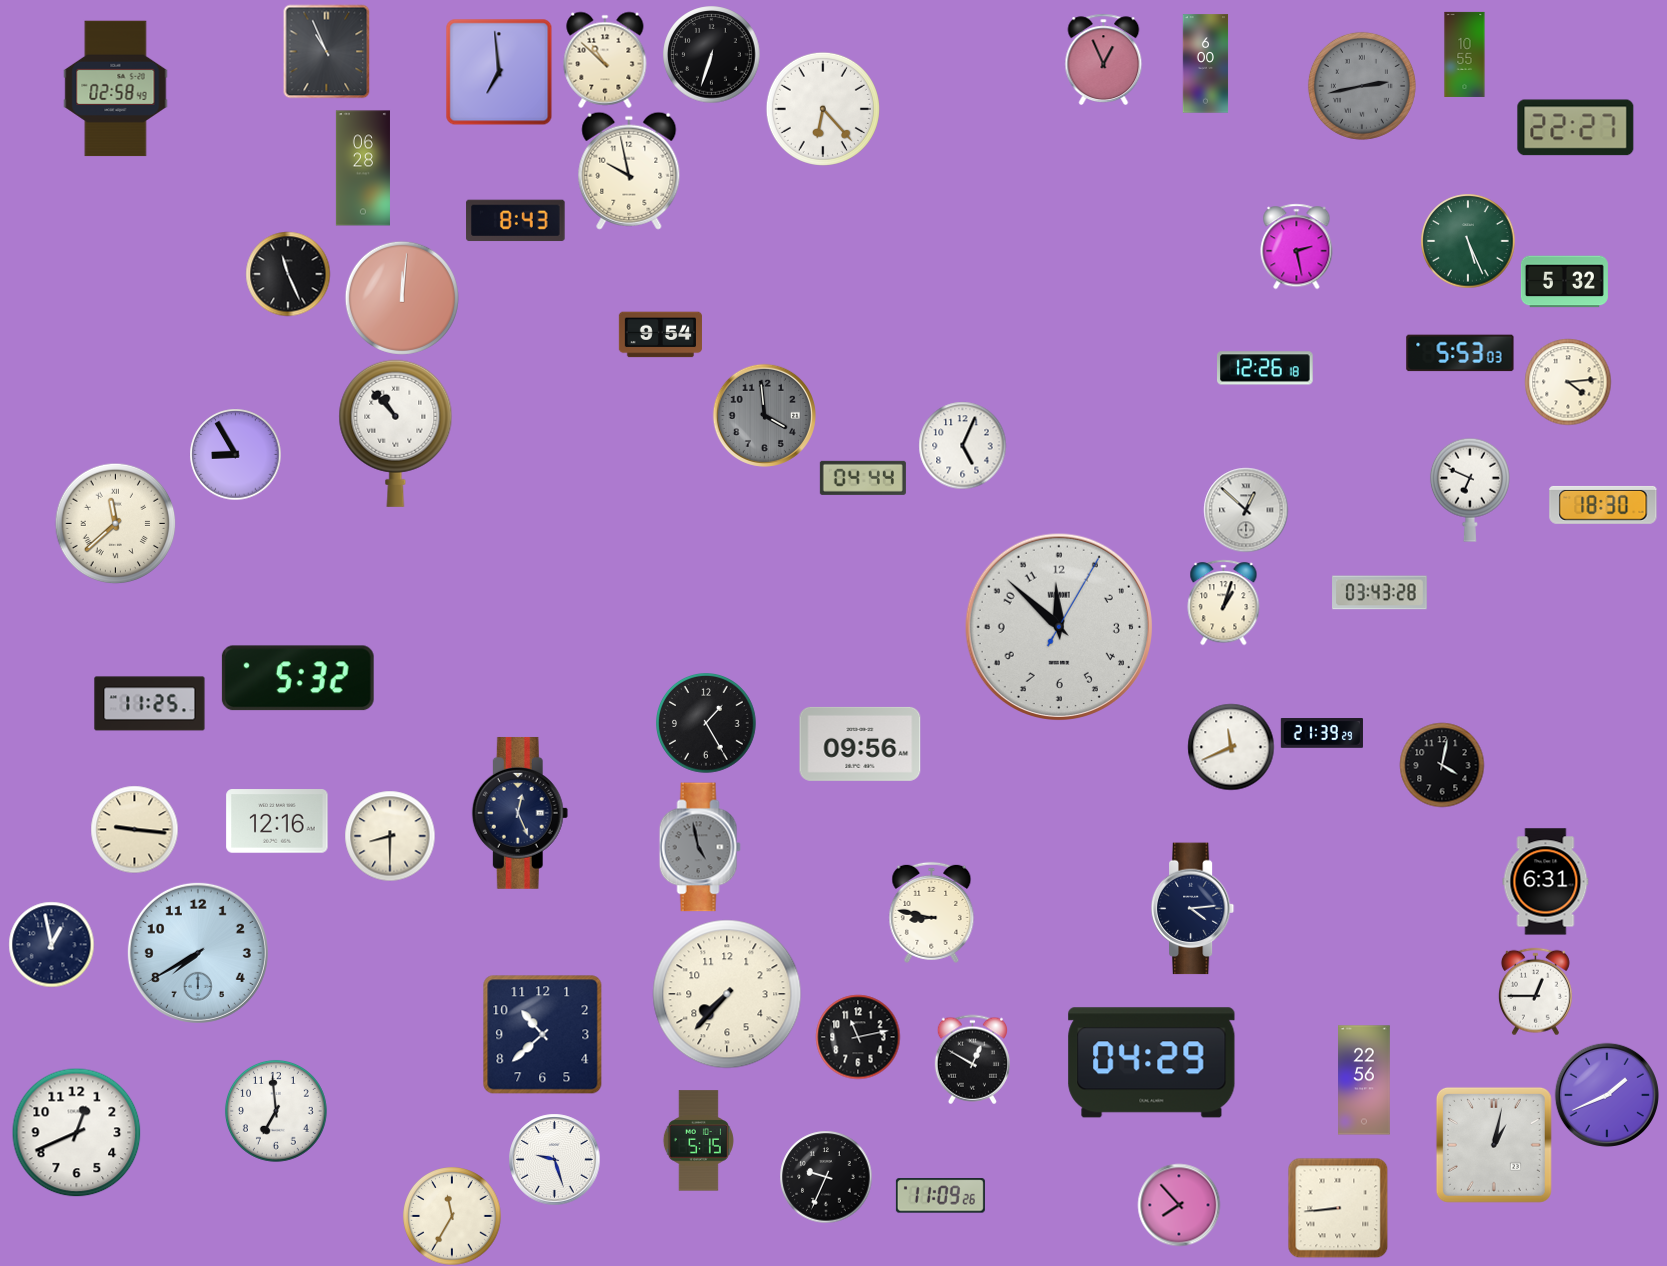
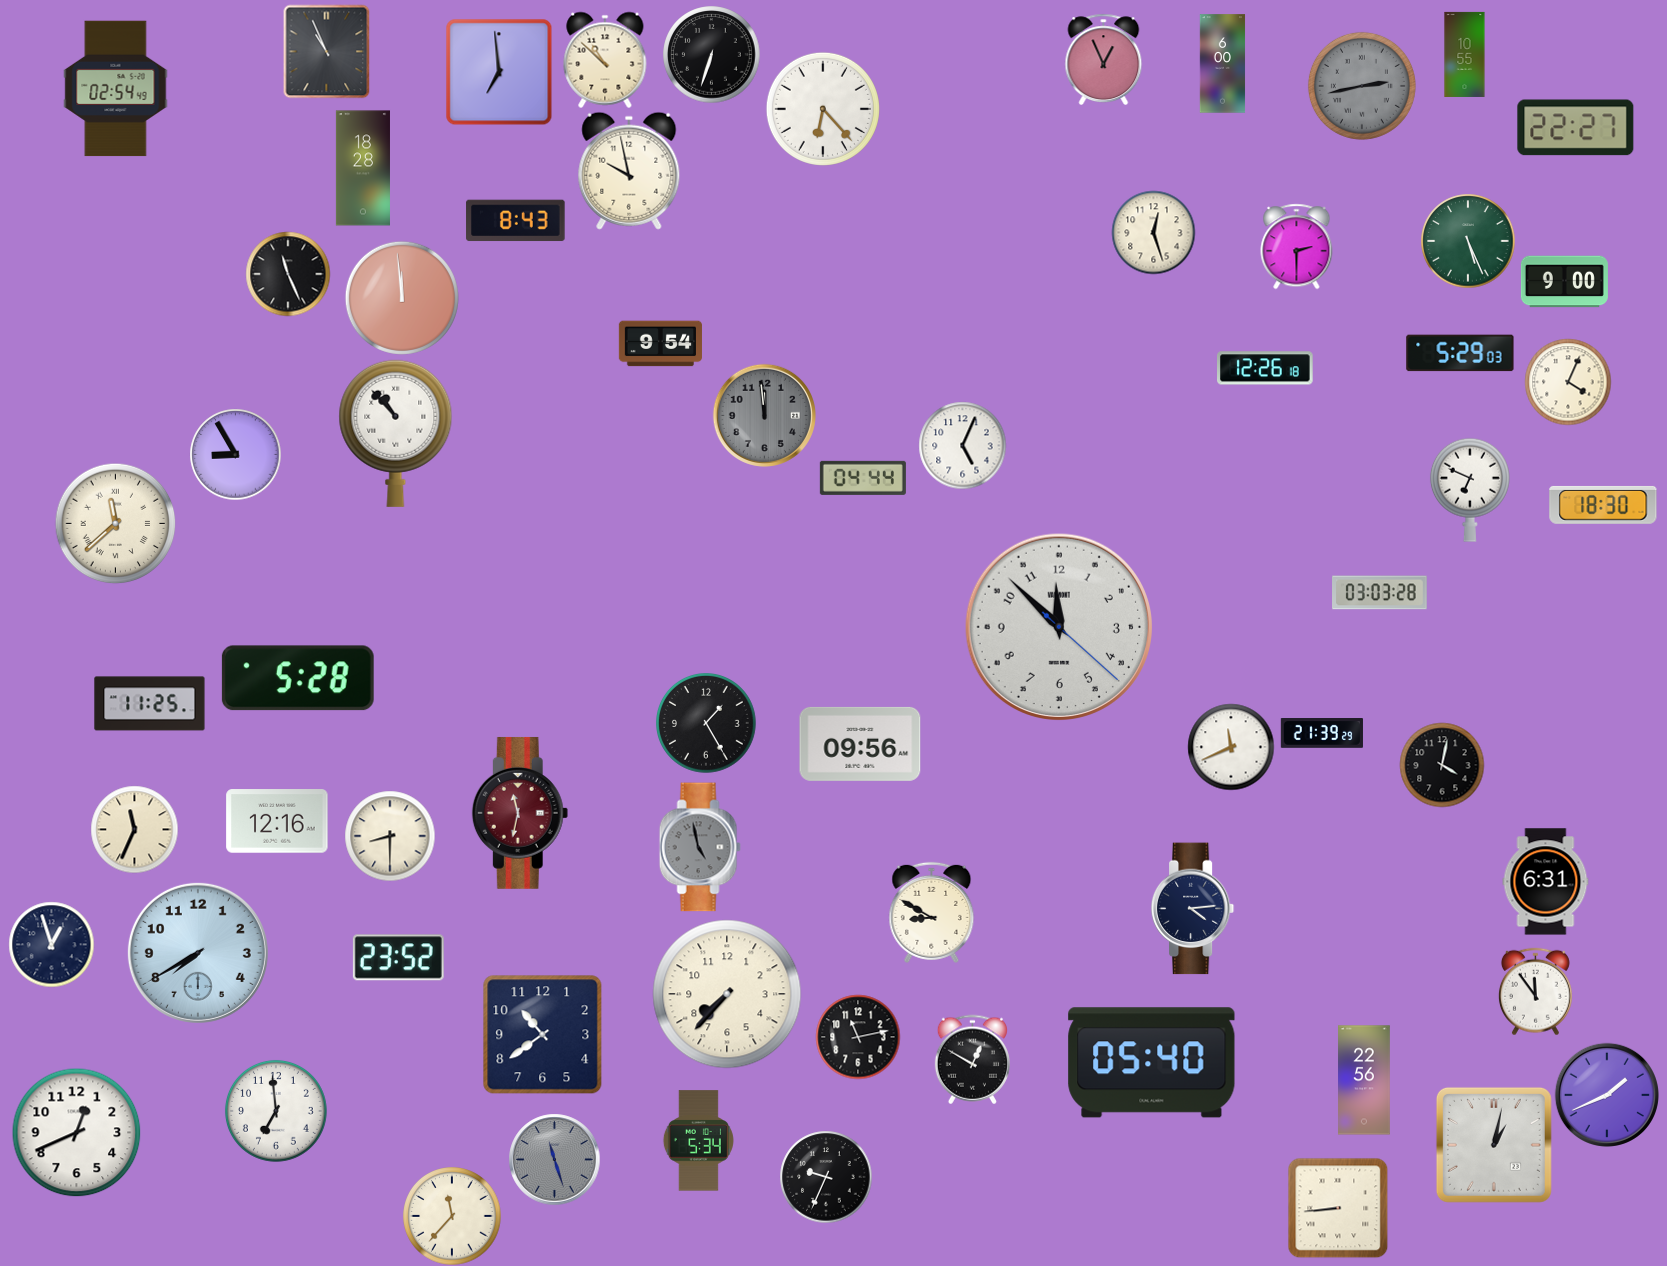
clock at (1206, 64) position: (1206, 64) -> (1223, 64)
clock at (116, 89): 02:58 -> 02:54
clock at (363, 168): 06:28 -> 18:28
clock at (1153, 232): none -> 12:27
clock at (1297, 246): 2:28 -> 2:30
clock at (1564, 282): 5:32 -> 9:00
clock at (402, 298): 12:01 -> 11:59
clock at (660, 335) position: (660, 335) -> (660, 344)
clock at (1460, 353): 5:53 -> 5:29
clock at (1568, 382): 4:14 -> 4:04
clock at (764, 415): 3:59 -> 11:59
clock at (1246, 510): 12:52 -> none
clock at (1380, 593): 03:43 -> 03:03
clock at (1224, 602): 1:03 -> none
clock at (1059, 627): 11:52:05 -> 11:52:22
clock at (298, 678): 5:32 -> 5:28
clock at (520, 813): 12:26 -> 11:32
clock at (520, 813) dial: navy -> burgundy
clock at (134, 829): 9:16 -> 11:34
clock at (932, 912): 8:47 -> 8:50
clock at (51, 944): 12:58 -> 12:57
clock at (398, 958): none -> 23:52
clock at (1535, 991): 12:45 -> 11:54
clock at (543, 1035): 10:38 -> 10:39
clock at (1152, 1063): 04:29 -> 05:40
clock at (698, 1141): 5:15 -> 5:34
clock at (554, 1159): 9:27 -> 11:27
clock at (554, 1159) dial: white -> grey
clock at (940, 1196): 11:09 -> none
clock at (1179, 1205): 7:53 -> none
clock at (452, 1216): 11:35 -> 11:37
